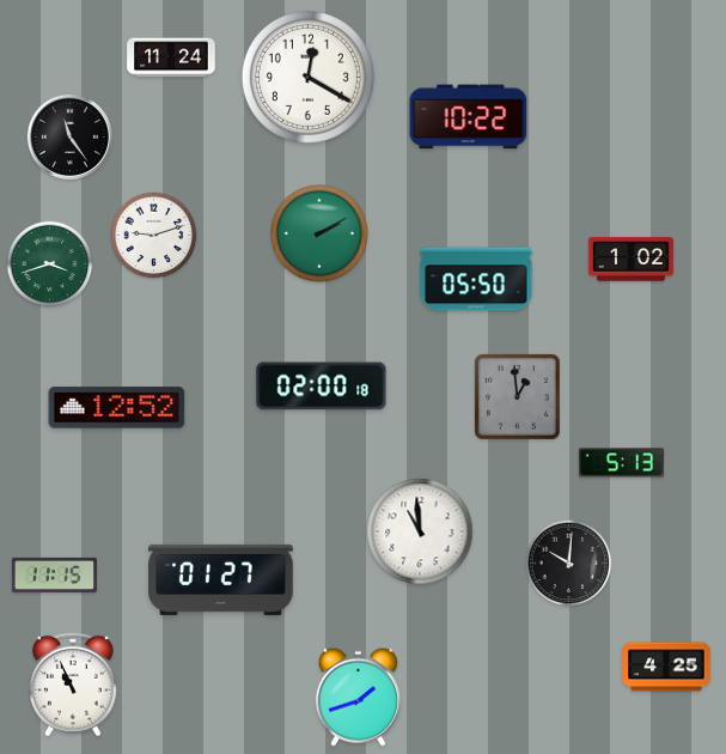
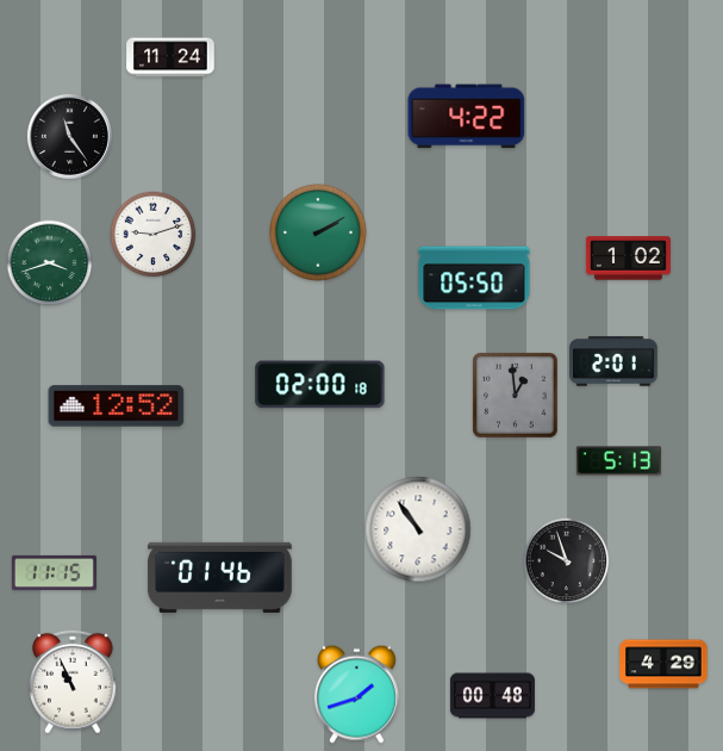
clock at (307, 77): 12:20 -> none
clock at (469, 117): 10:22 -> 4:22
clock at (613, 361): none -> 2:01
clock at (420, 531): 10:59 -> 10:54
clock at (569, 564): 10:01 -> 9:57
clock at (221, 579): 01:27 -> 01:46
clock at (666, 667): 4:25 -> 4:29
clock at (492, 696): none -> 00:48
